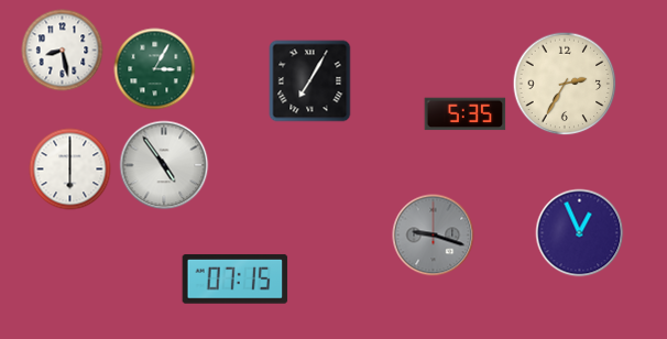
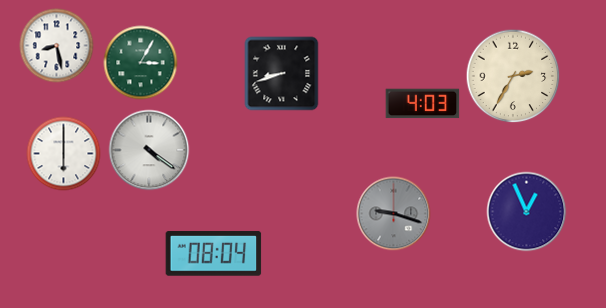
clock at (310, 81): 7:05 -> 8:42
clock at (466, 114): 5:35 -> 4:03
clock at (164, 165): 4:54 -> 4:21
clock at (236, 278): 07:15 -> 08:04
